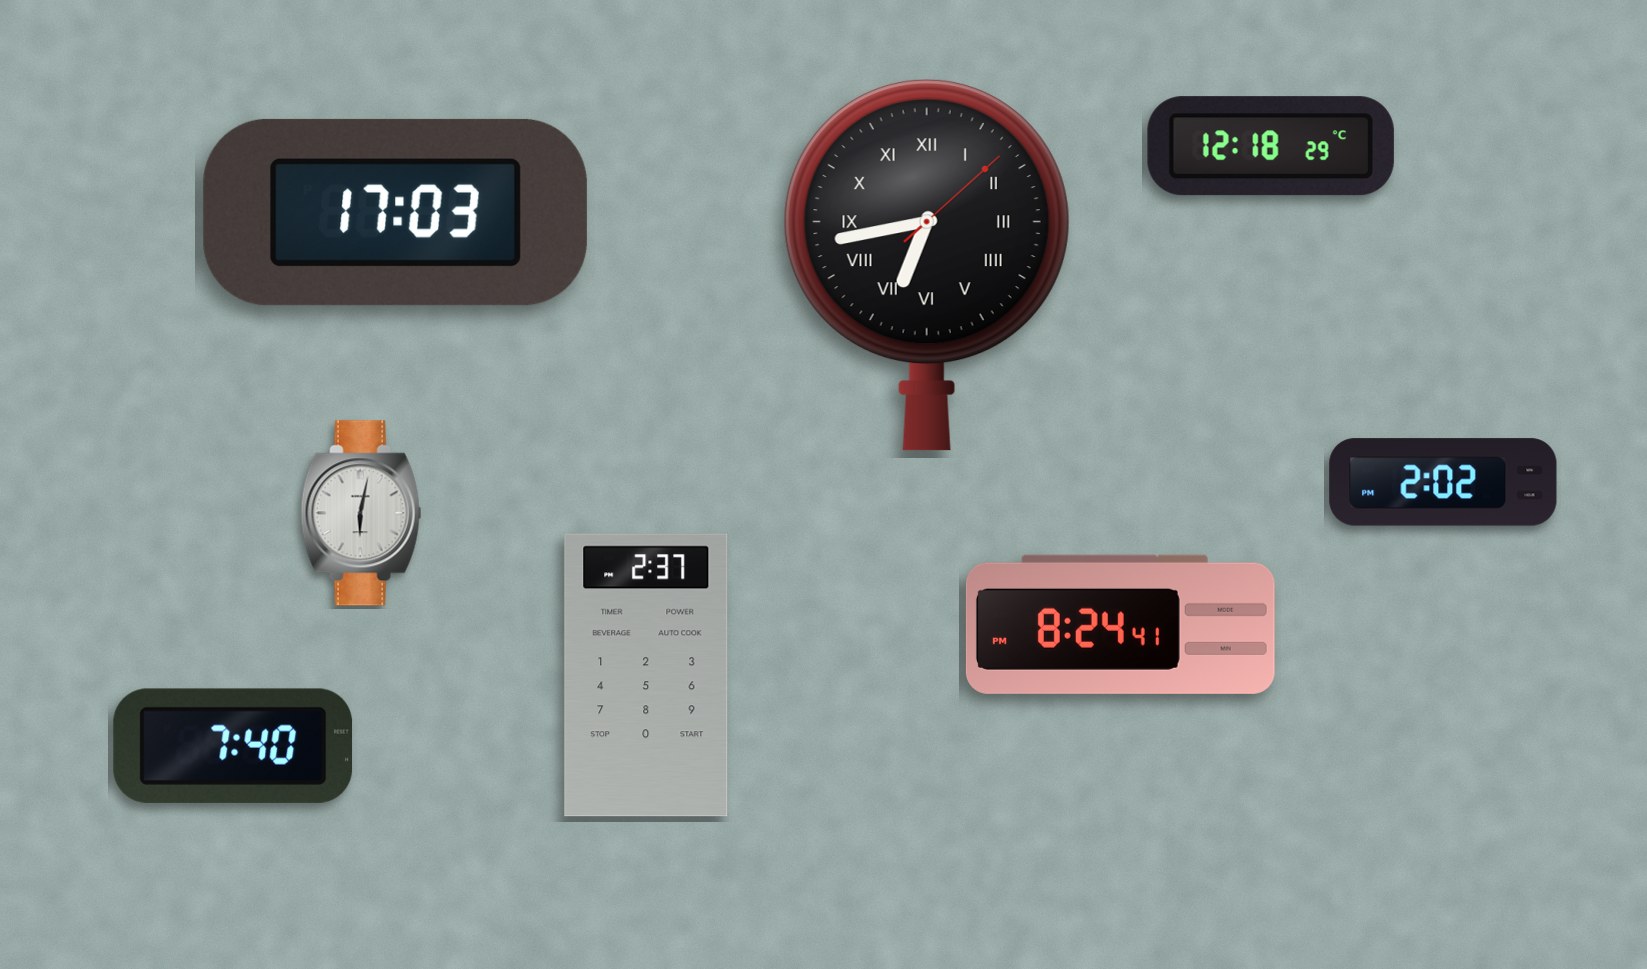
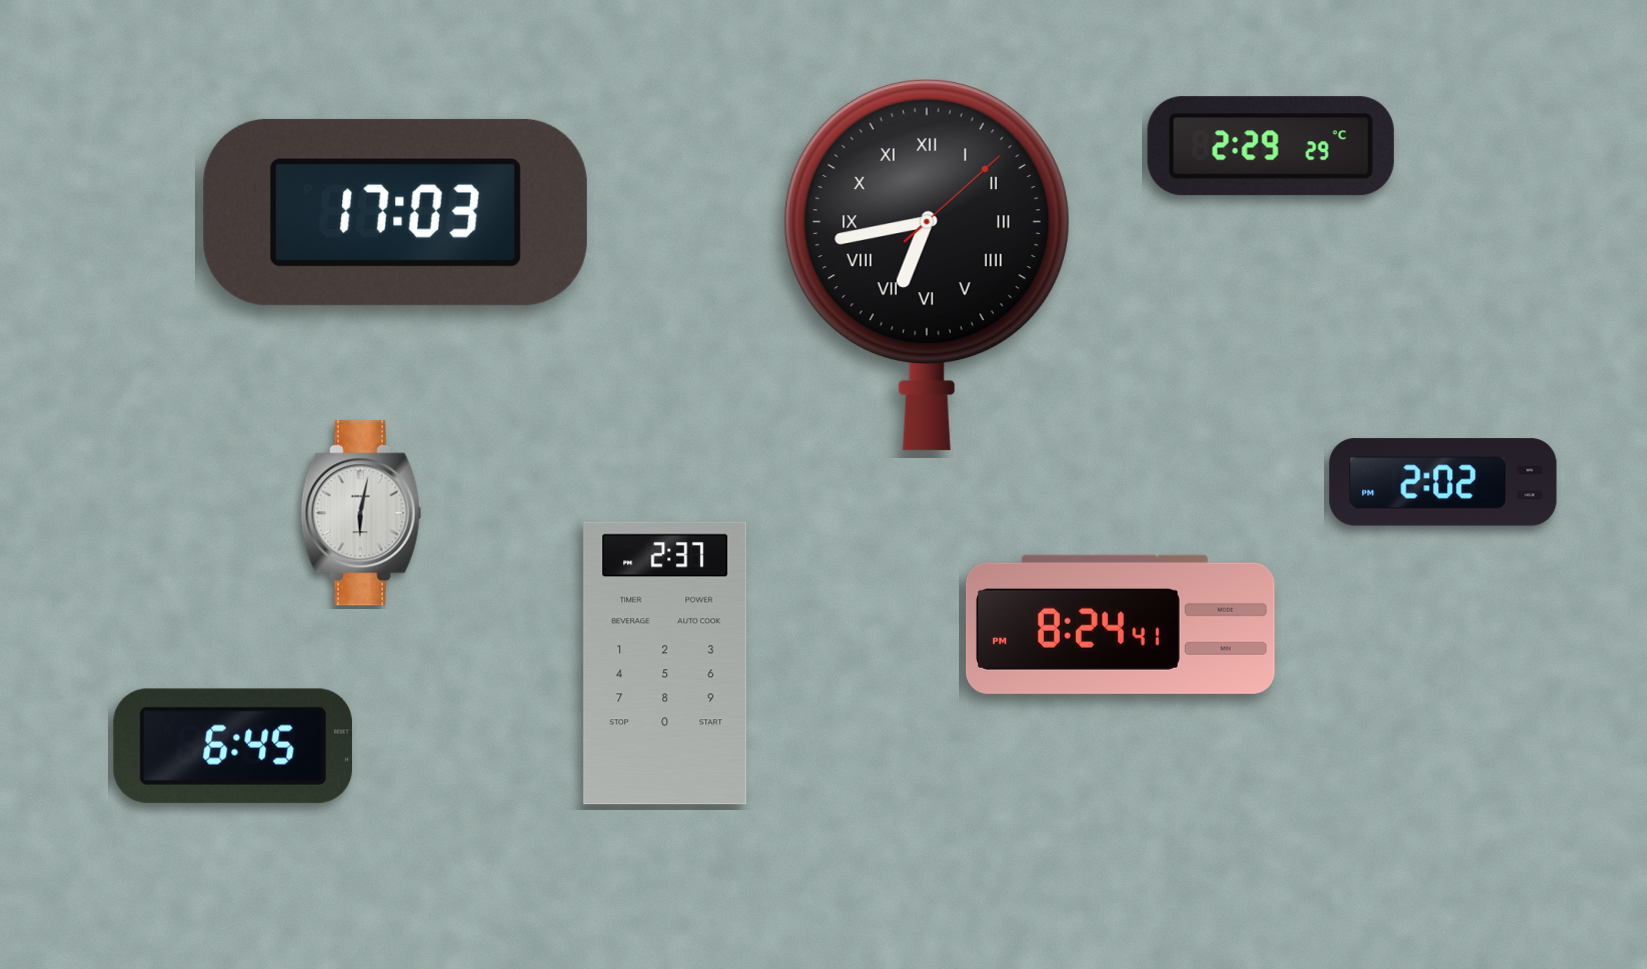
clock at (1271, 146): 12:18 -> 2:29
clock at (646, 675) position: (646, 675) -> (665, 663)
clock at (233, 746): 7:40 -> 6:45
